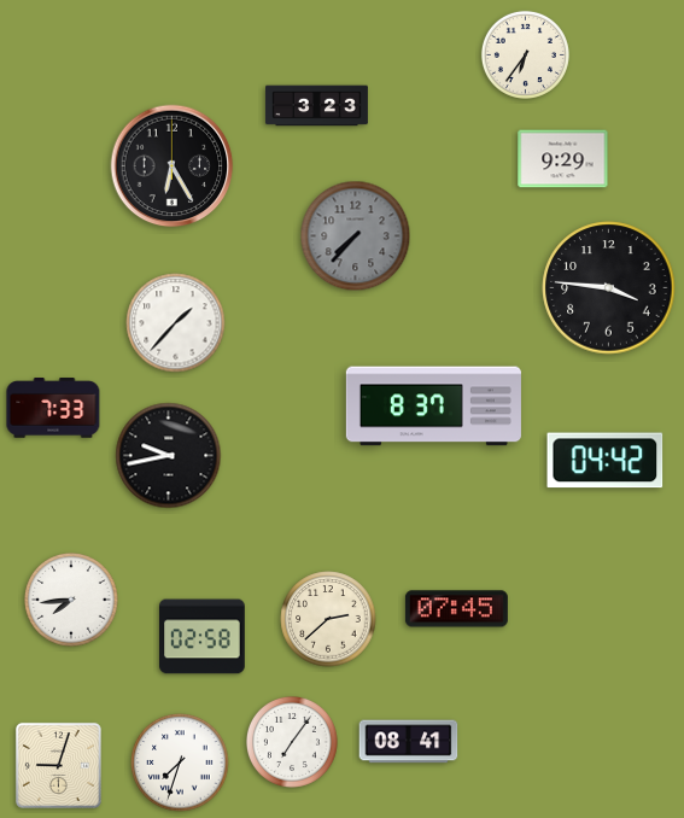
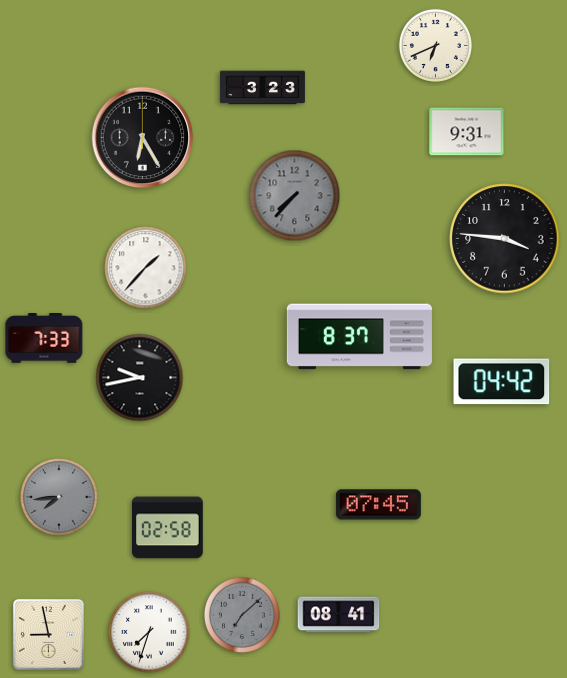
clock at (525, 54): 6:36 -> 6:41
clock at (563, 159): 9:29 -> 9:31
clock at (71, 600) dial: white -> grey
clock at (328, 619): 2:38 -> none
clock at (292, 742): 7:06 -> 7:08
clock at (292, 742) dial: white -> grey
clock at (58, 765): 9:03 -> 8:58
